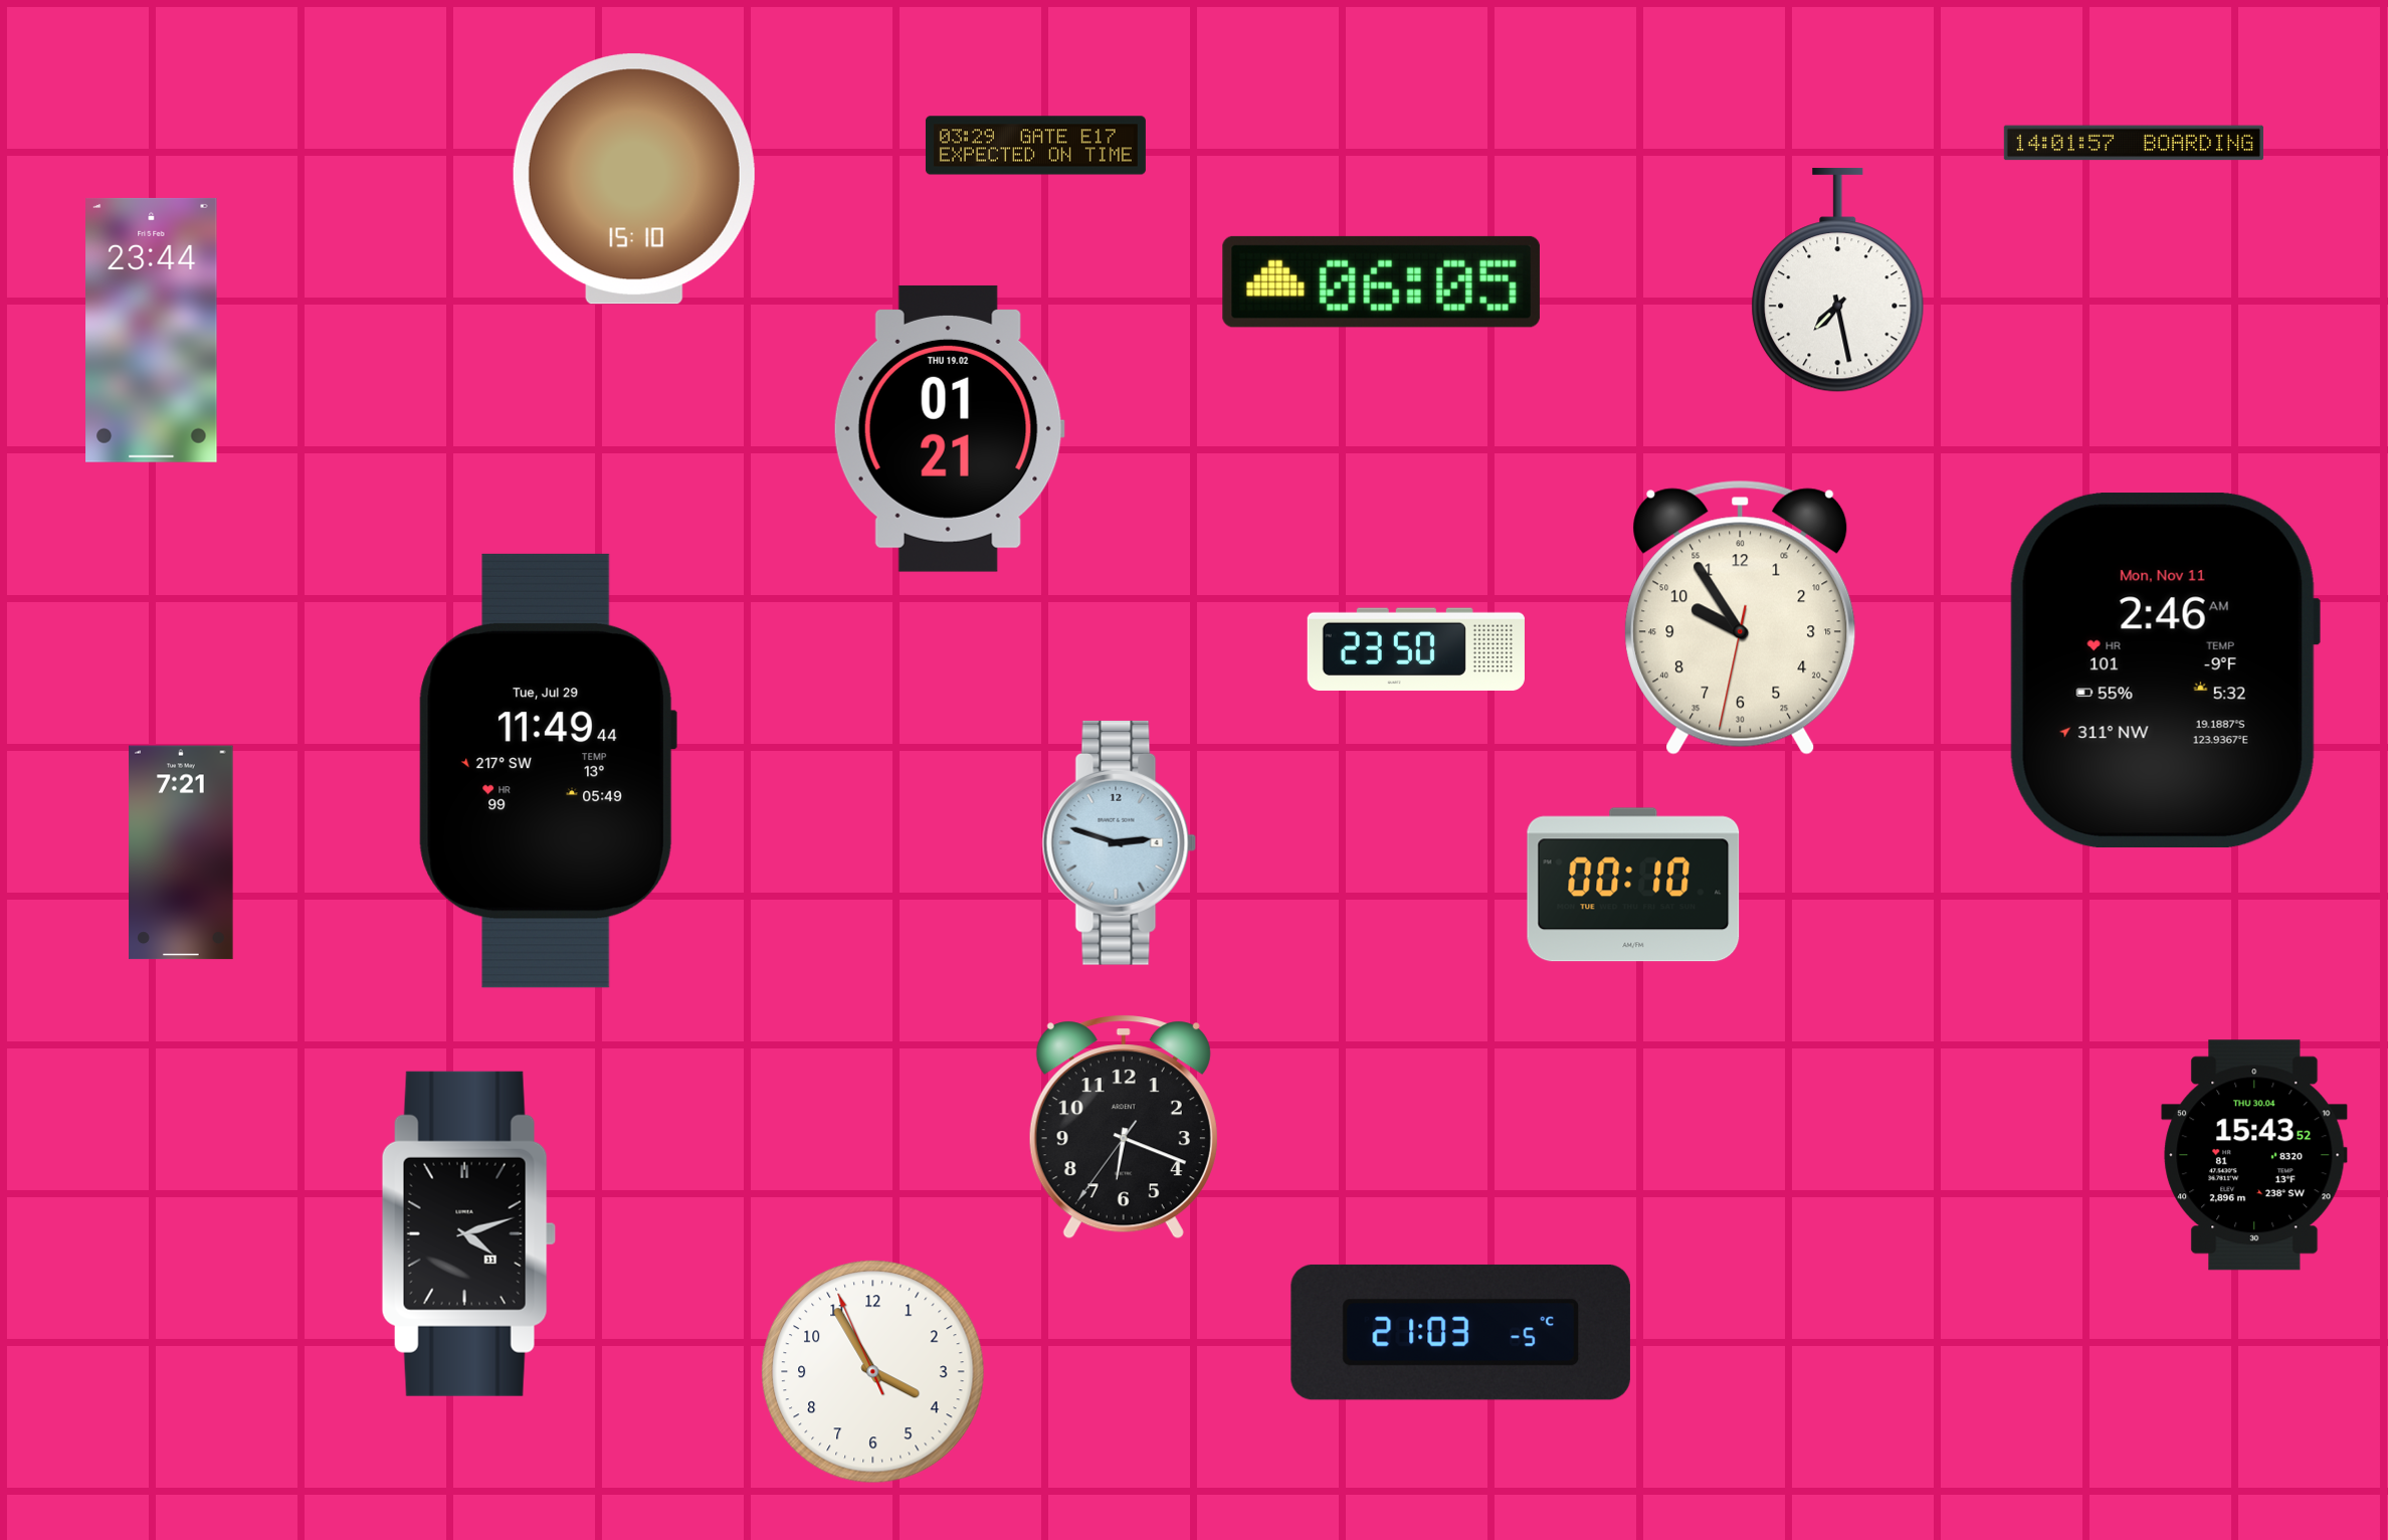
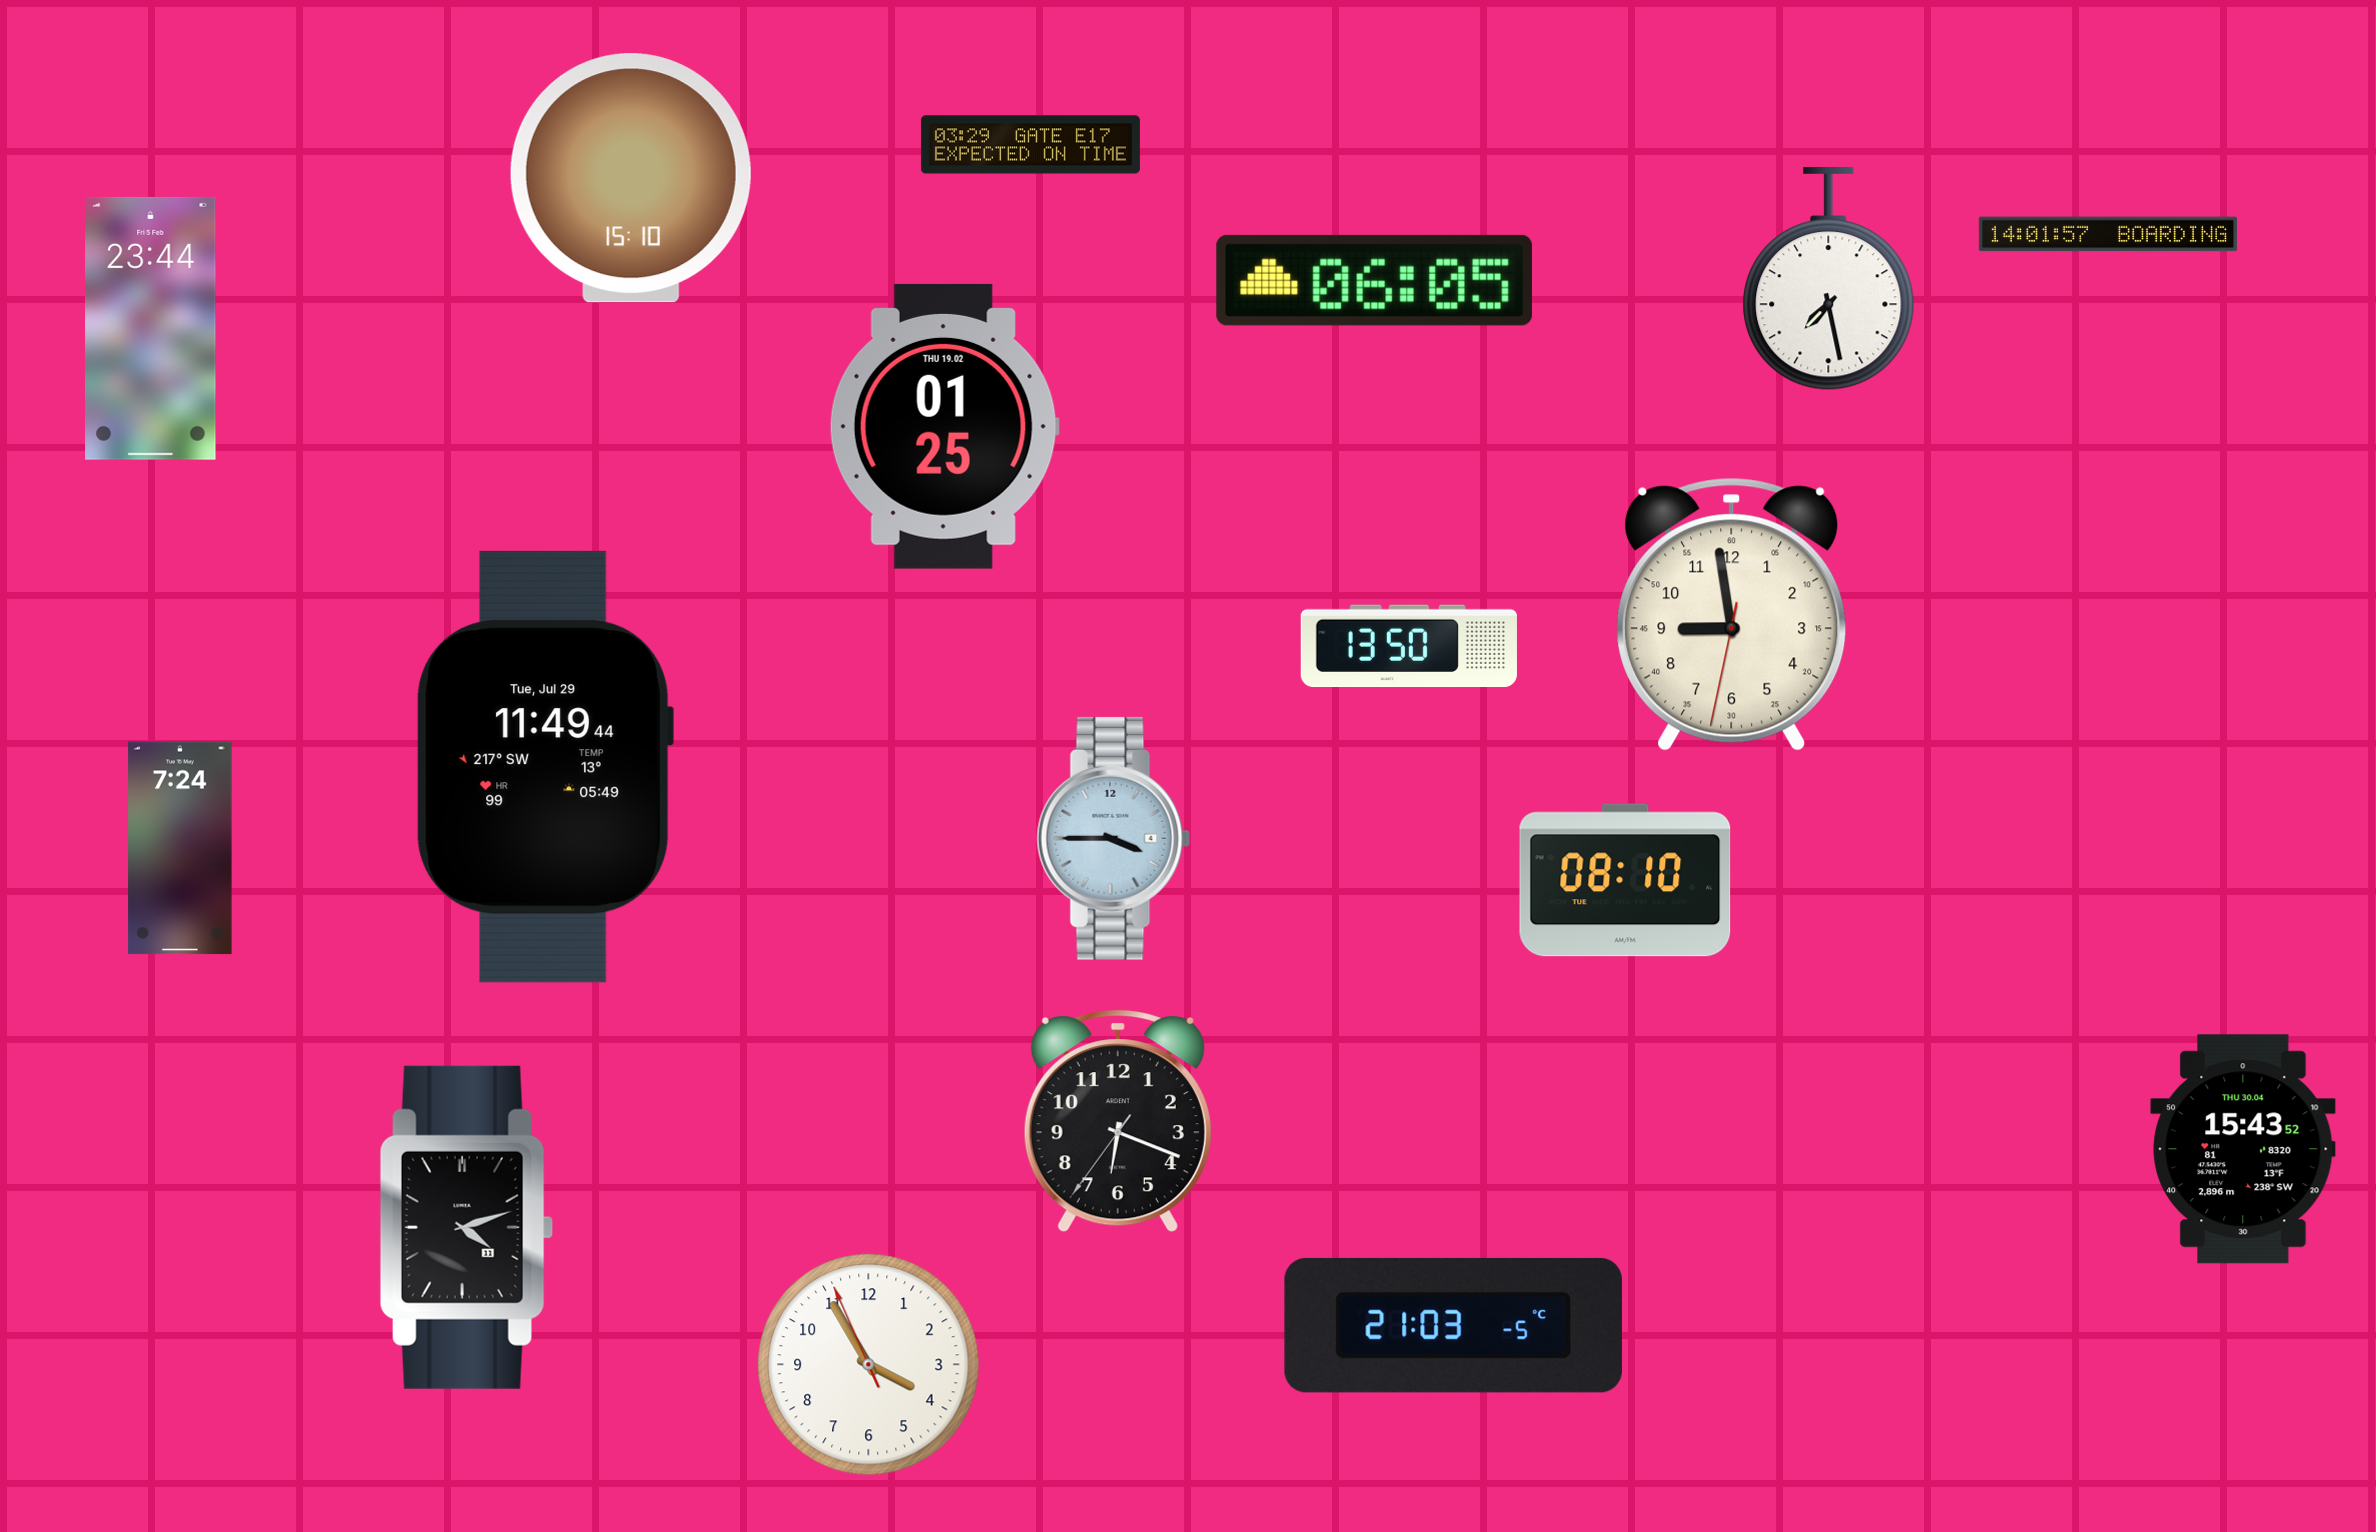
clock at (2134, 143) position: (2134, 143) -> (2108, 234)
clock at (949, 428): 01:21 -> 01:25
clock at (1741, 617): 9:54 -> 8:58
clock at (1416, 649): 23:50 -> 13:50
clock at (2164, 670): 2:46 -> none
clock at (1120, 842): 2:48 -> 3:45
clock at (181, 852): 7:21 -> 7:24
clock at (1633, 885): 00:10 -> 08:10
